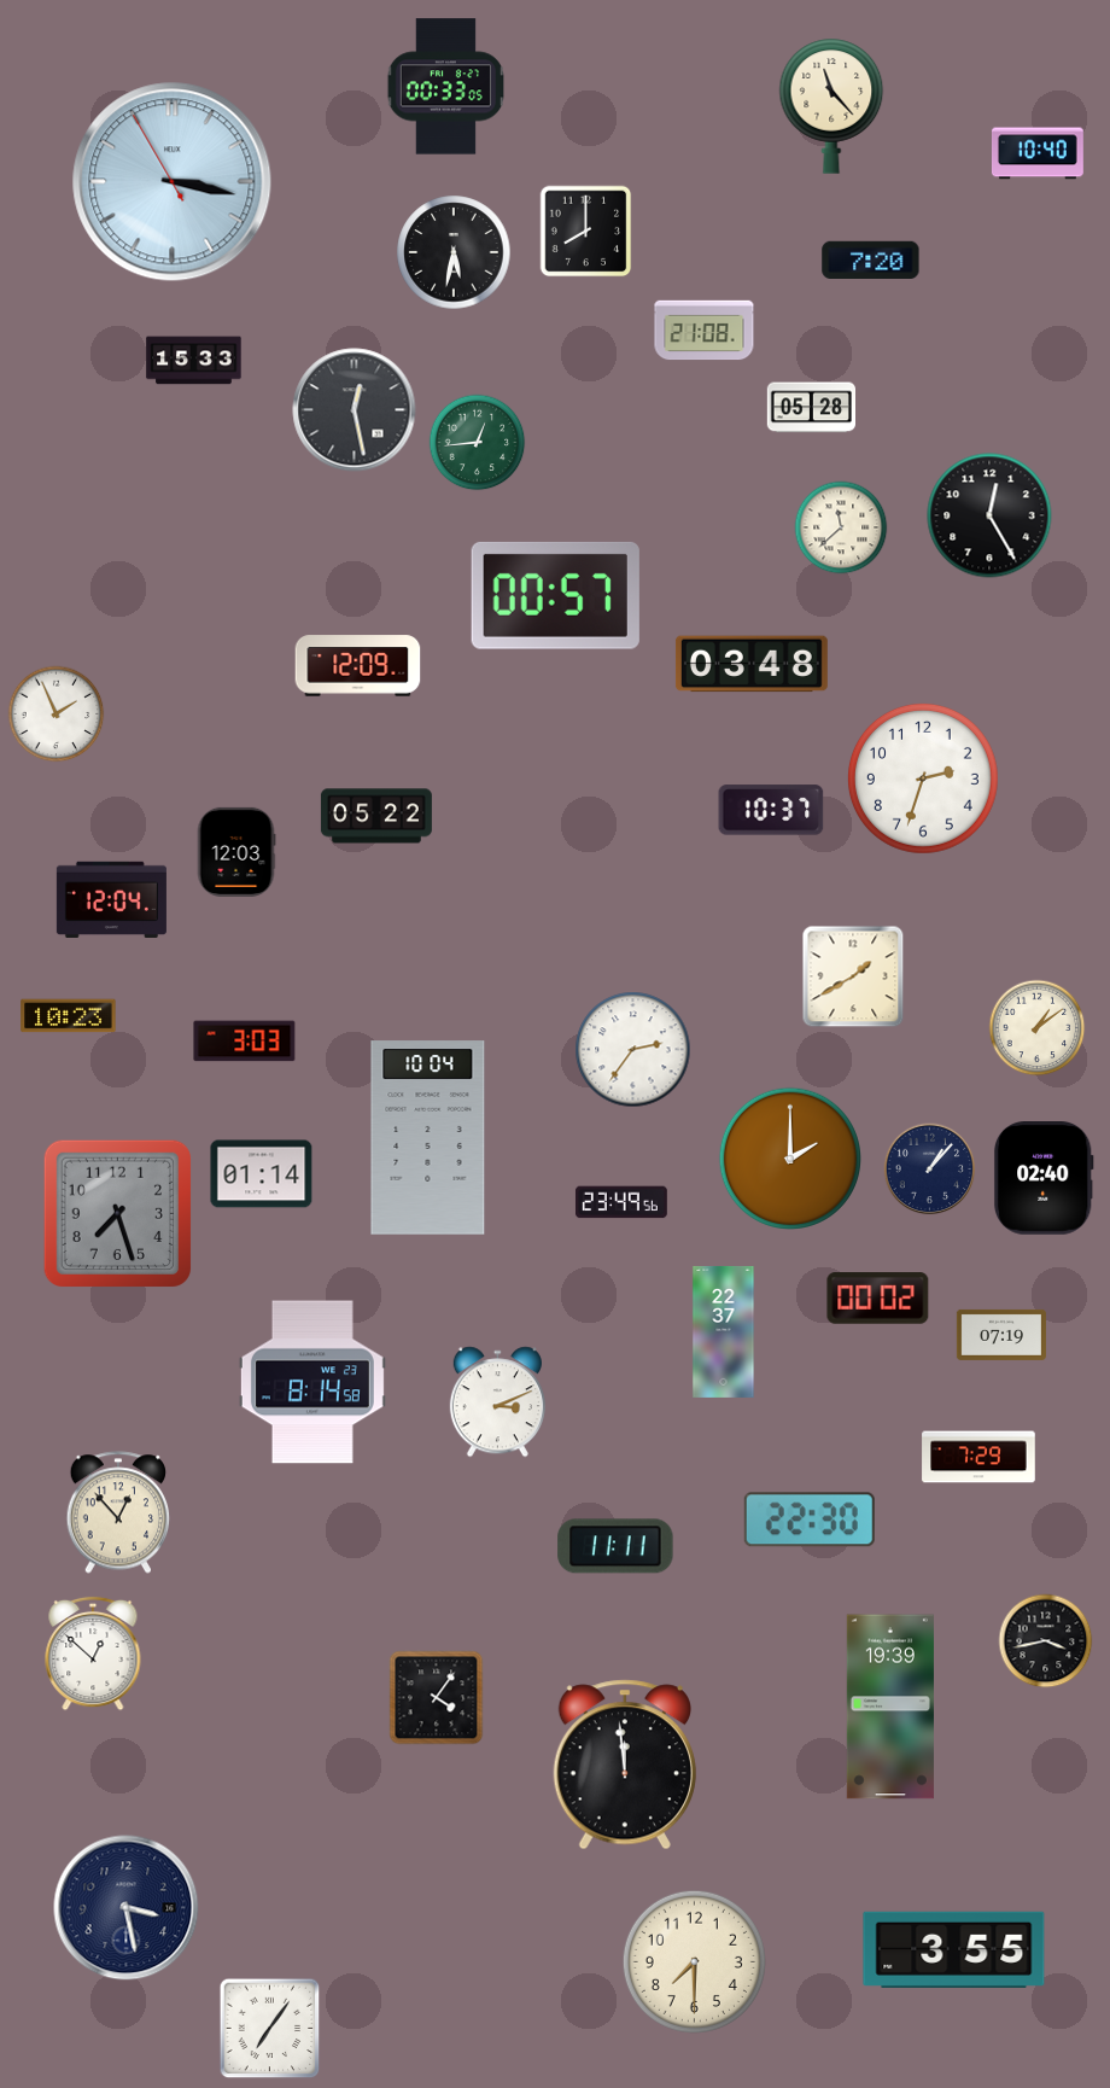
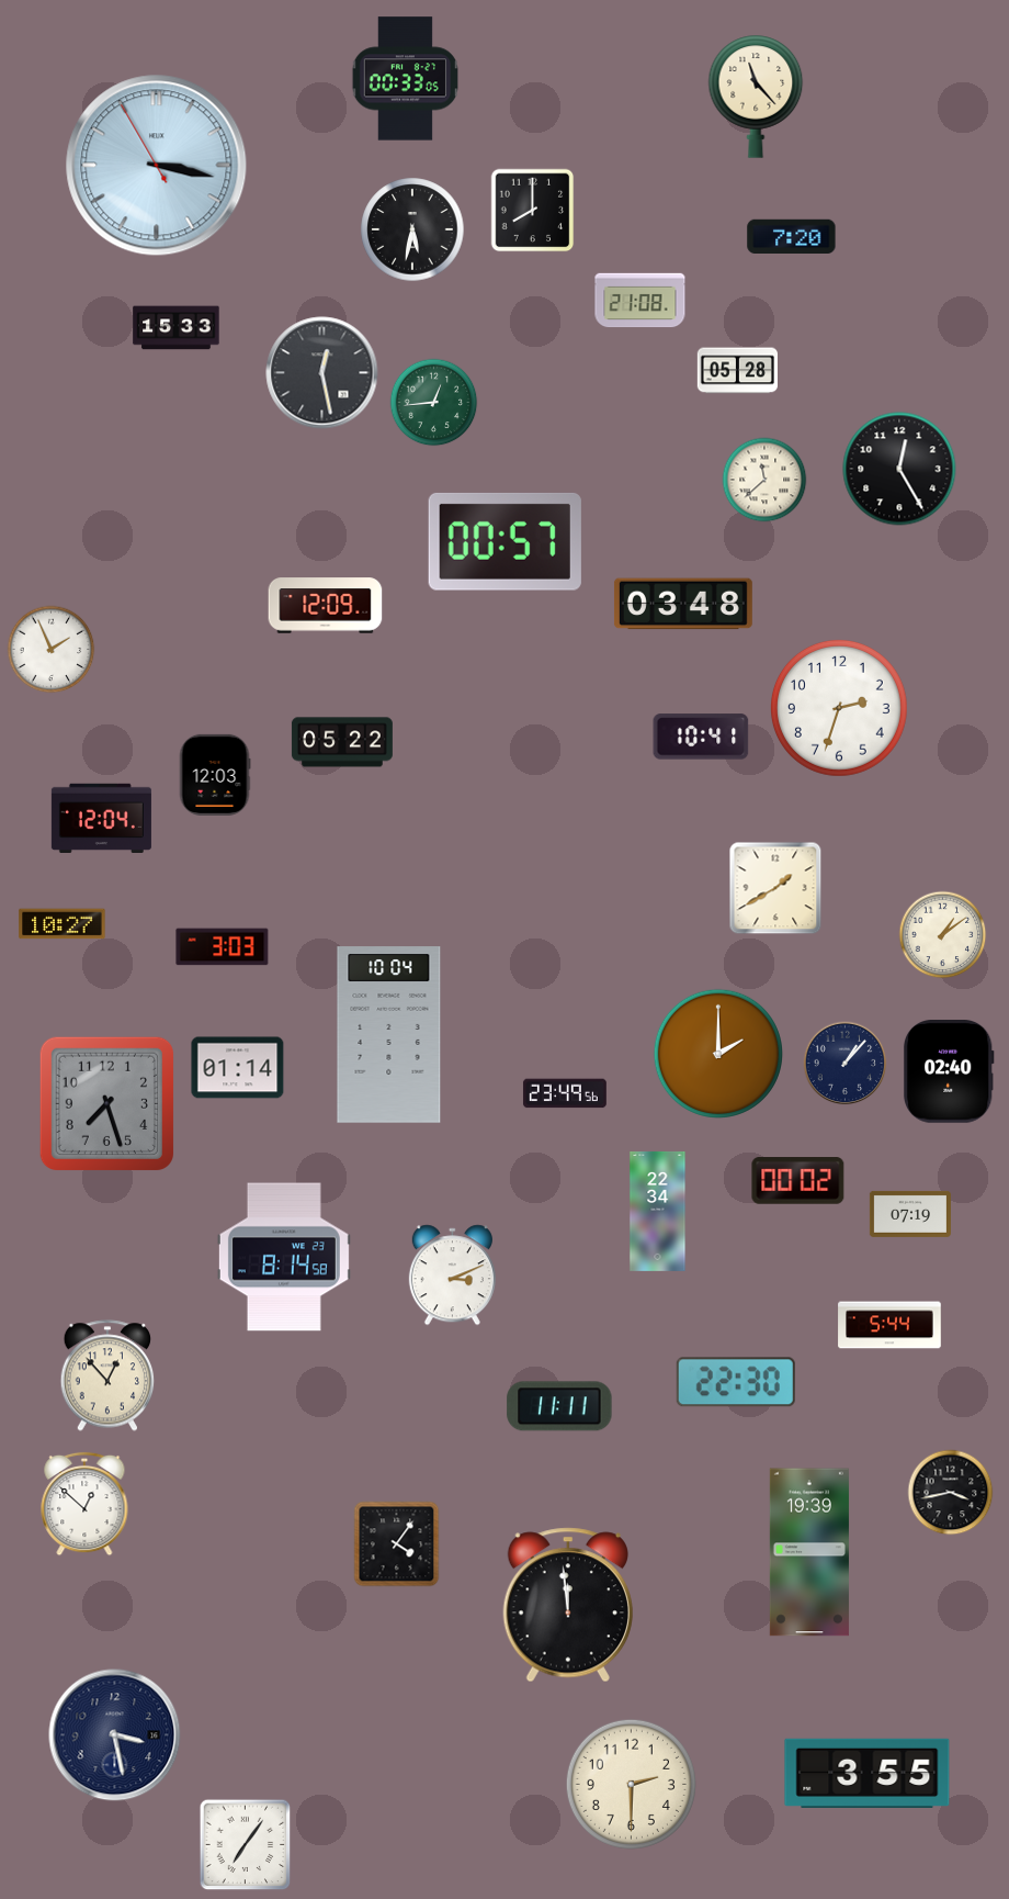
clock at (1038, 153): 10:40 -> none
clock at (771, 810): 10:37 -> 10:41
clock at (69, 1016): 10:23 -> 10:27
clock at (633, 1050): 2:36 -> none
clock at (724, 1331): 22:37 -> 22:34
clock at (978, 1457): 7:29 -> 5:44
clock at (694, 1961): 7:30 -> 2:30
